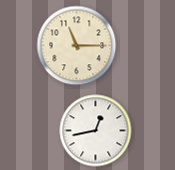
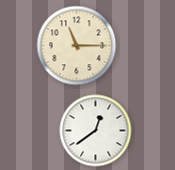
clock at (96, 131): 12:43 -> 12:39
